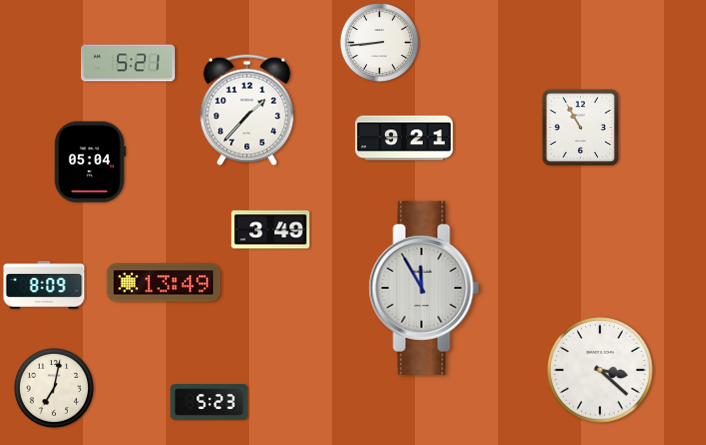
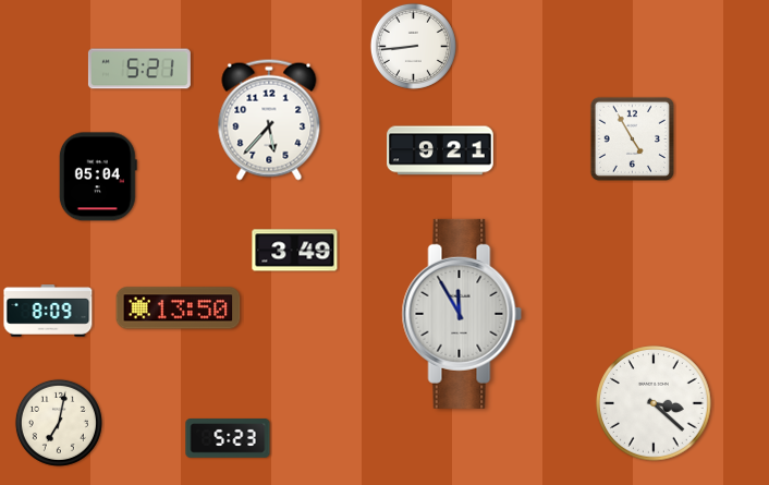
clock at (247, 110): 1:37 -> 5:37
clock at (580, 127): 10:55 -> 4:55
clock at (164, 283): 13:49 -> 13:50
